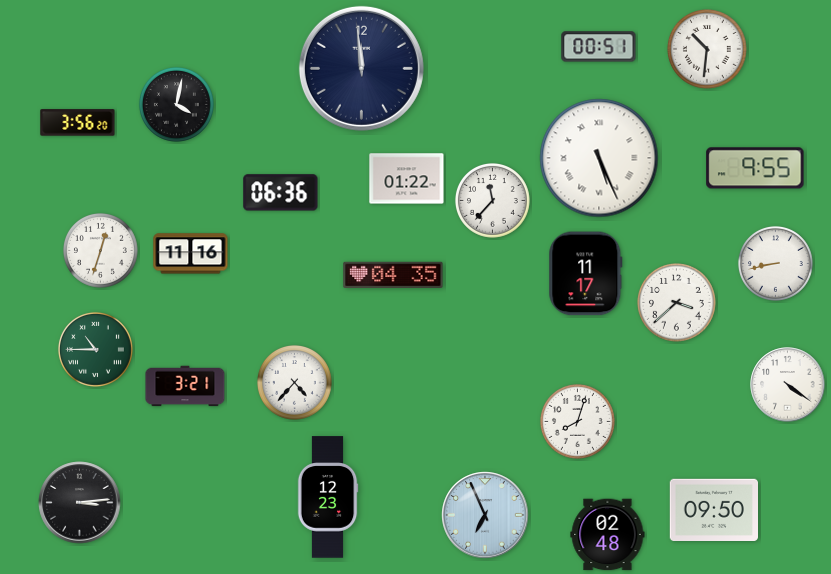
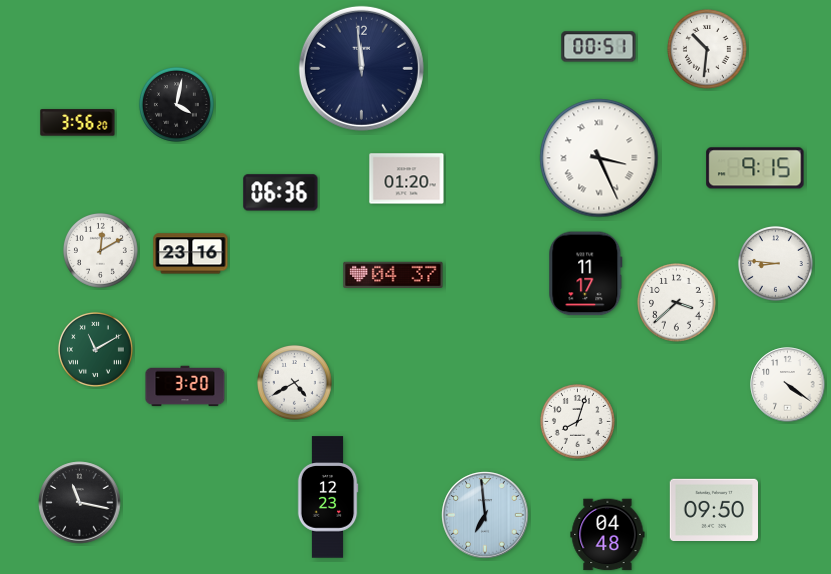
clock at (599, 158): 5:26 -> 3:26
clock at (755, 168): 9:55 -> 9:15
clock at (407, 179): 01:22 -> 01:20
clock at (492, 200): 11:37 -> none
clock at (100, 250): 12:33 -> 12:10
clock at (191, 254): 11:16 -> 23:16
clock at (775, 263): 8:43 -> 8:46
clock at (393, 275): 04:35 -> 04:37
clock at (95, 349): 10:45 -> 11:10
clock at (294, 382): 4:37 -> 4:40
clock at (185, 386): 3:21 -> 3:20
clock at (80, 503): 3:14 -> 11:17
clock at (485, 515): 6:56 -> 6:59
clock at (608, 535): 02:48 -> 04:48
